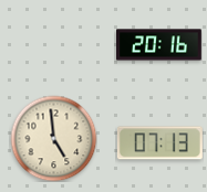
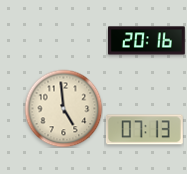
clock at (159, 45) position: (159, 45) -> (147, 41)
clock at (53, 138) position: (53, 138) -> (63, 108)
